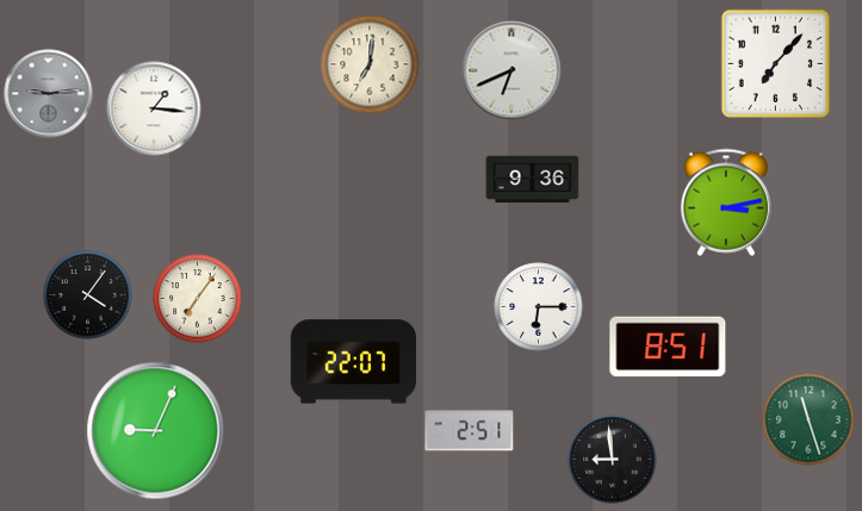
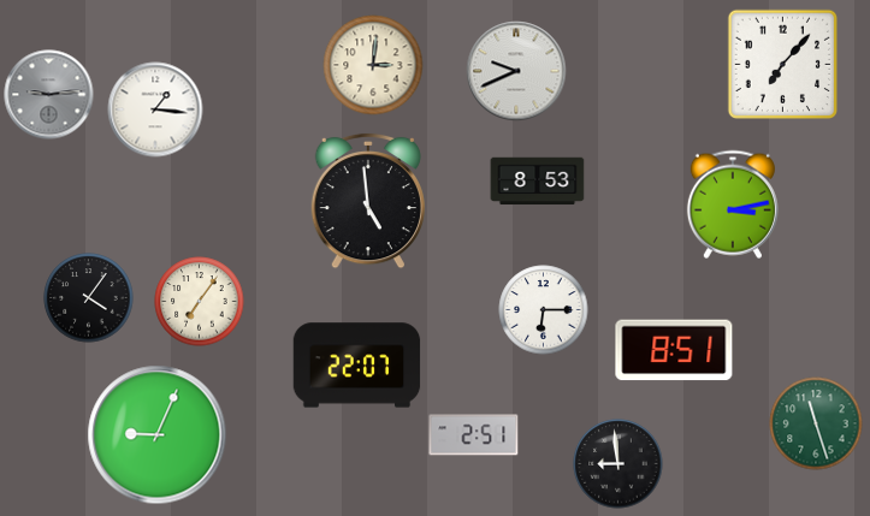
clock at (370, 64): 7:01 -> 3:01
clock at (511, 70): 6:41 -> 9:41
clock at (533, 180): 9:36 -> 8:53
clock at (367, 201): none -> 4:59
